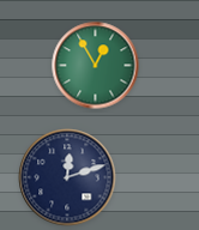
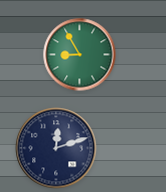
clock at (96, 66): 12:55 -> 8:55
